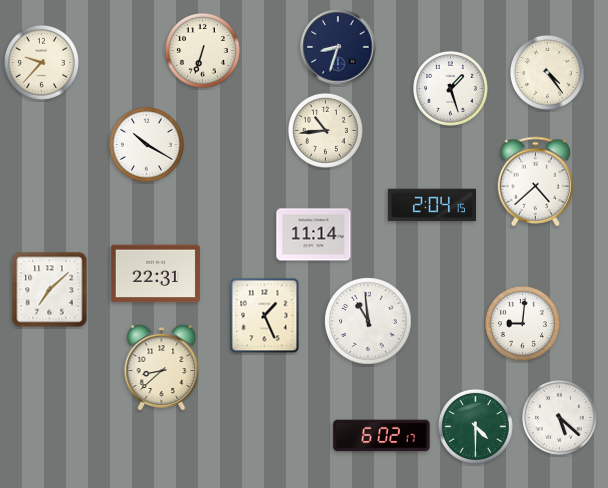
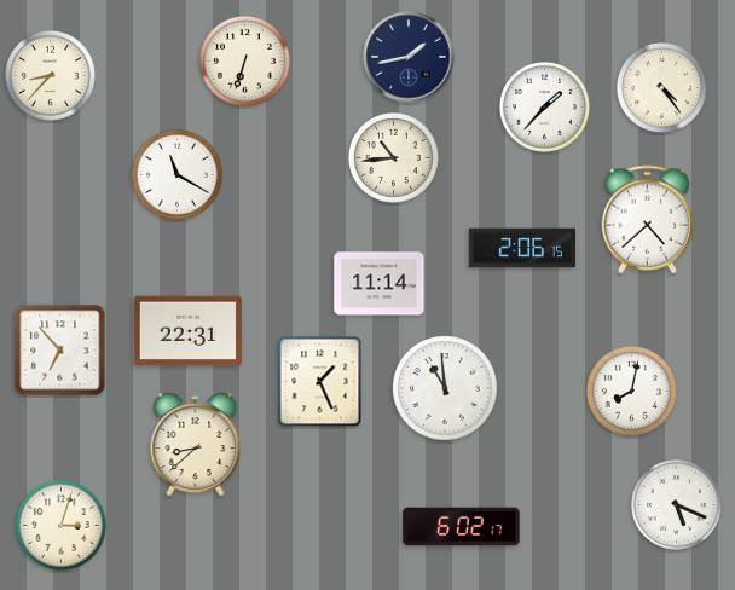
clock at (338, 47): 8:33 -> 1:43
clock at (42, 63): 9:37 -> 8:37
clock at (451, 89): 1:27 -> 1:37
clock at (147, 145): 10:20 -> 11:20
clock at (431, 205): 2:04 -> 2:06
clock at (50, 290): 7:08 -> 6:53
clock at (523, 324): 9:01 -> 8:02
clock at (560, 418): 5:22 -> 5:19
clock at (476, 427): 4:30 -> none
clock at (62, 526): none -> 3:03
